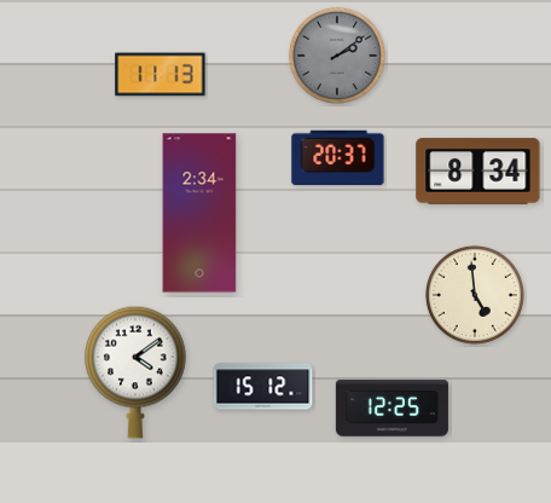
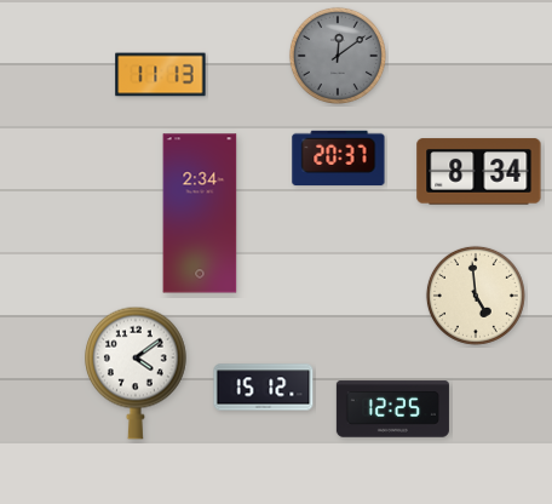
clock at (337, 56): 2:09 -> 12:09
